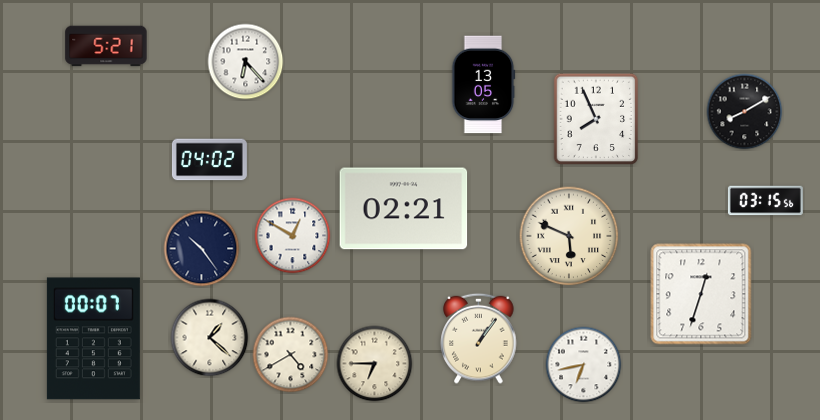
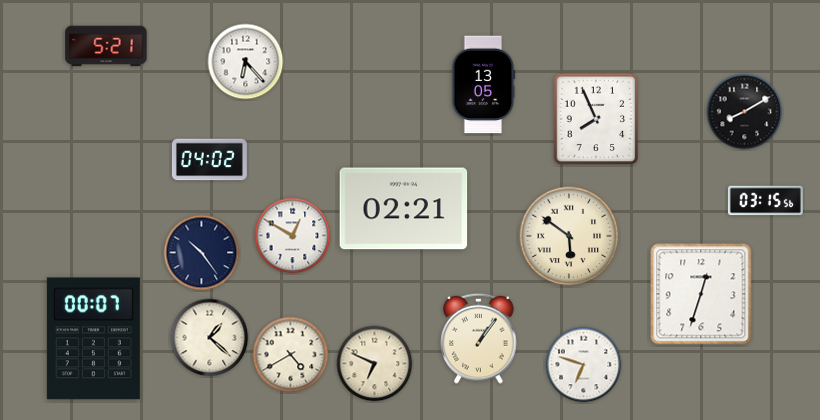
clock at (569, 236): 5:49 -> 5:51
clock at (202, 249) position: (202, 249) -> (202, 253)
clock at (375, 364): 6:45 -> 6:49
clock at (584, 365): 6:43 -> 6:48
